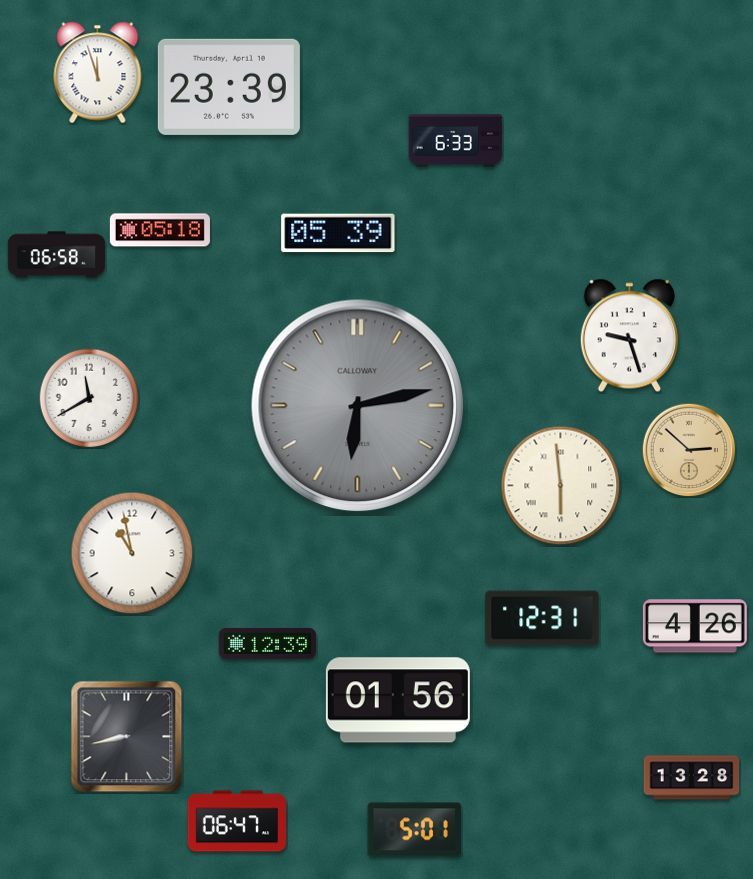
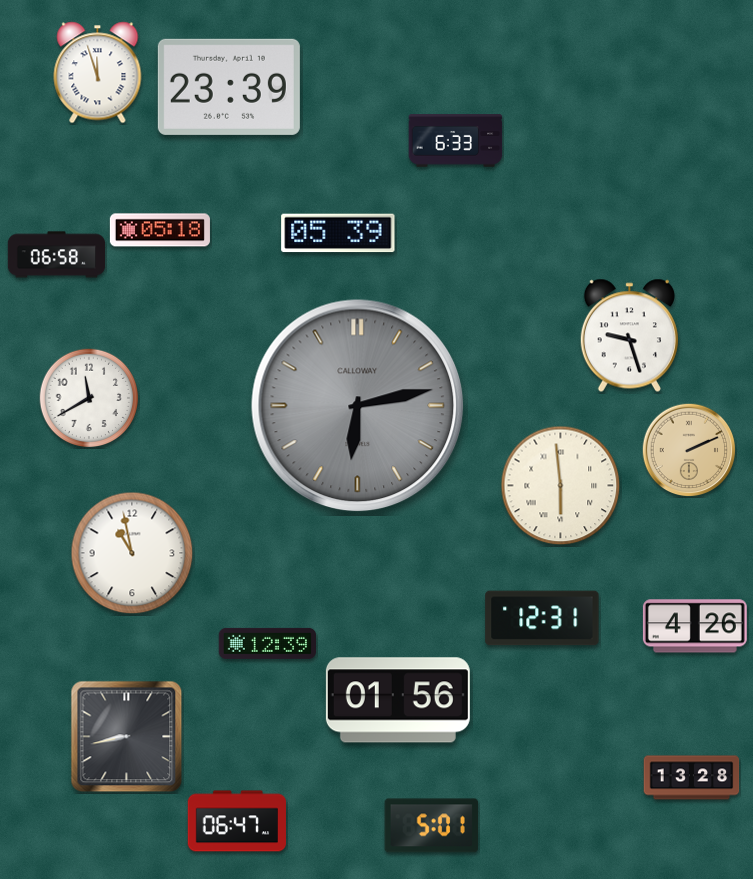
clock at (689, 450): 2:52 -> 2:11
clock at (415, 830) position: (415, 830) -> (432, 826)
